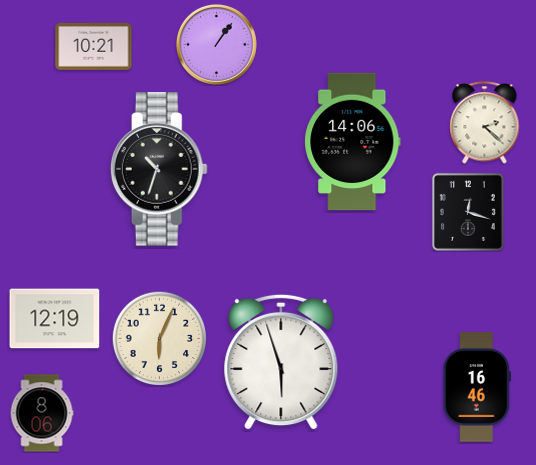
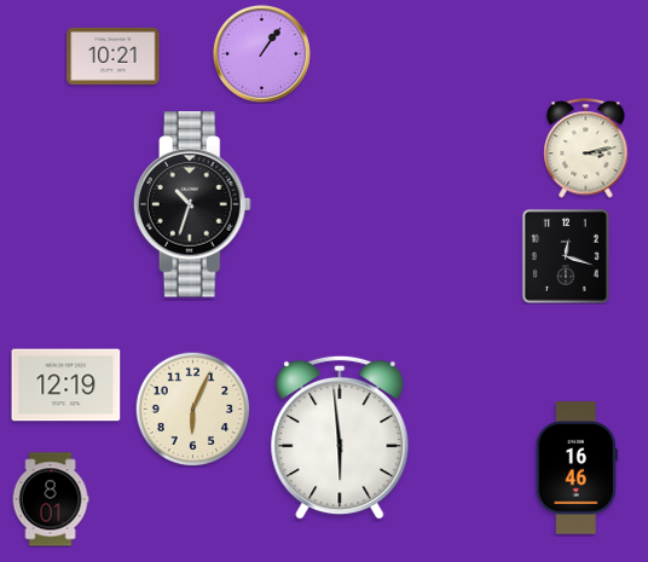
clock at (485, 123): 2:22 -> 3:13
clock at (353, 142): 14:06 -> none
clock at (281, 362): 5:57 -> 5:59
clock at (42, 413): 8:06 -> 8:01
